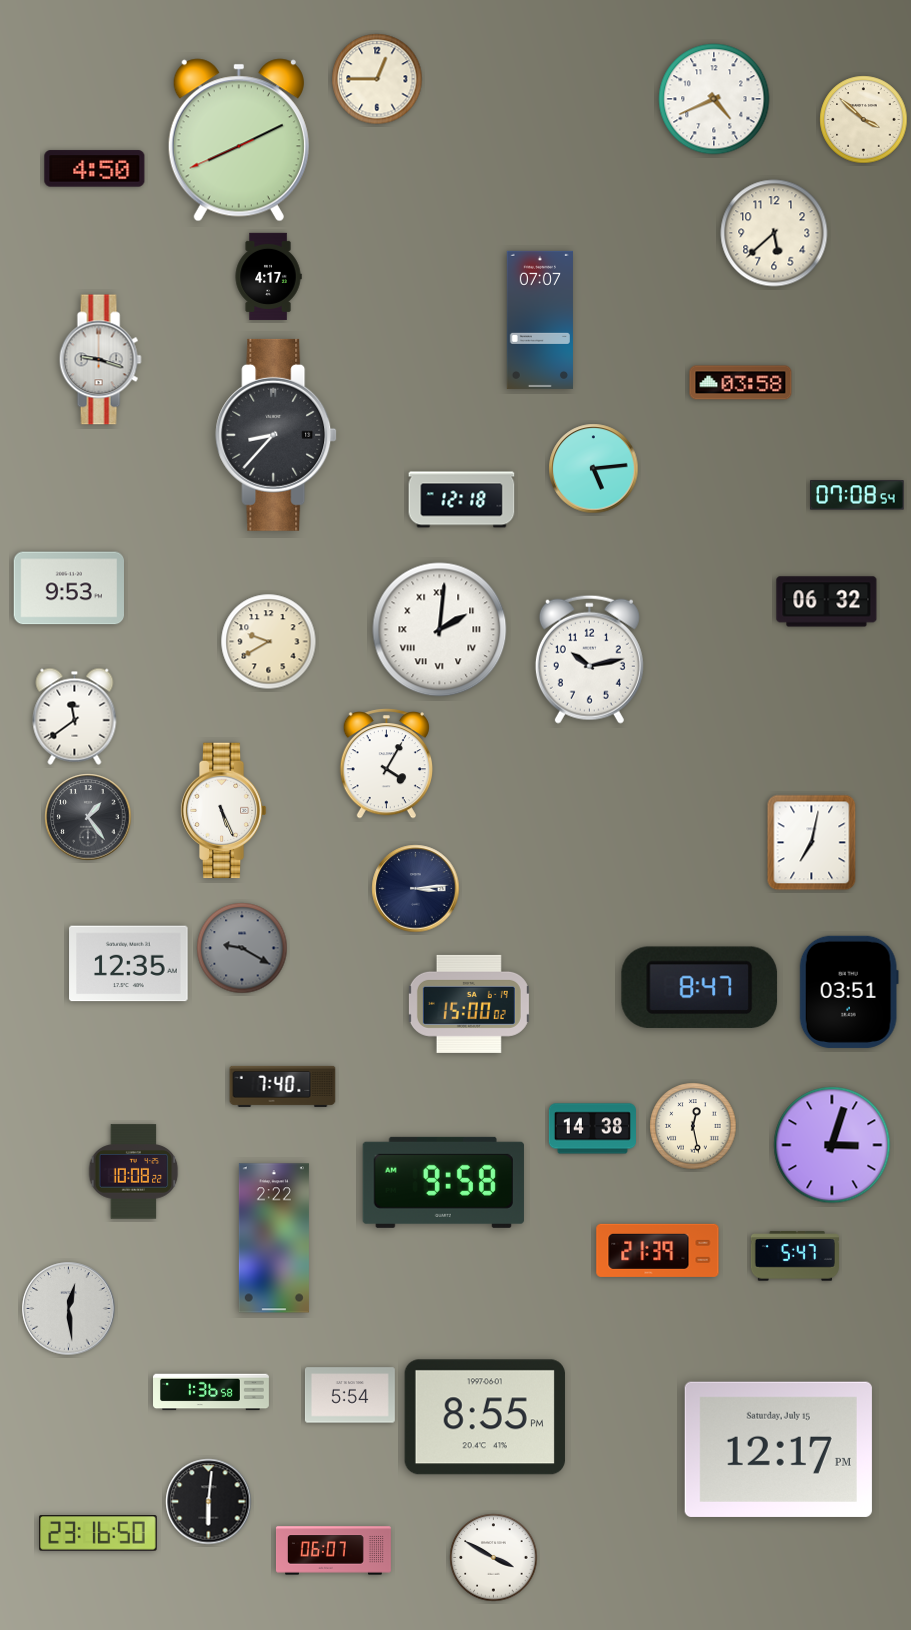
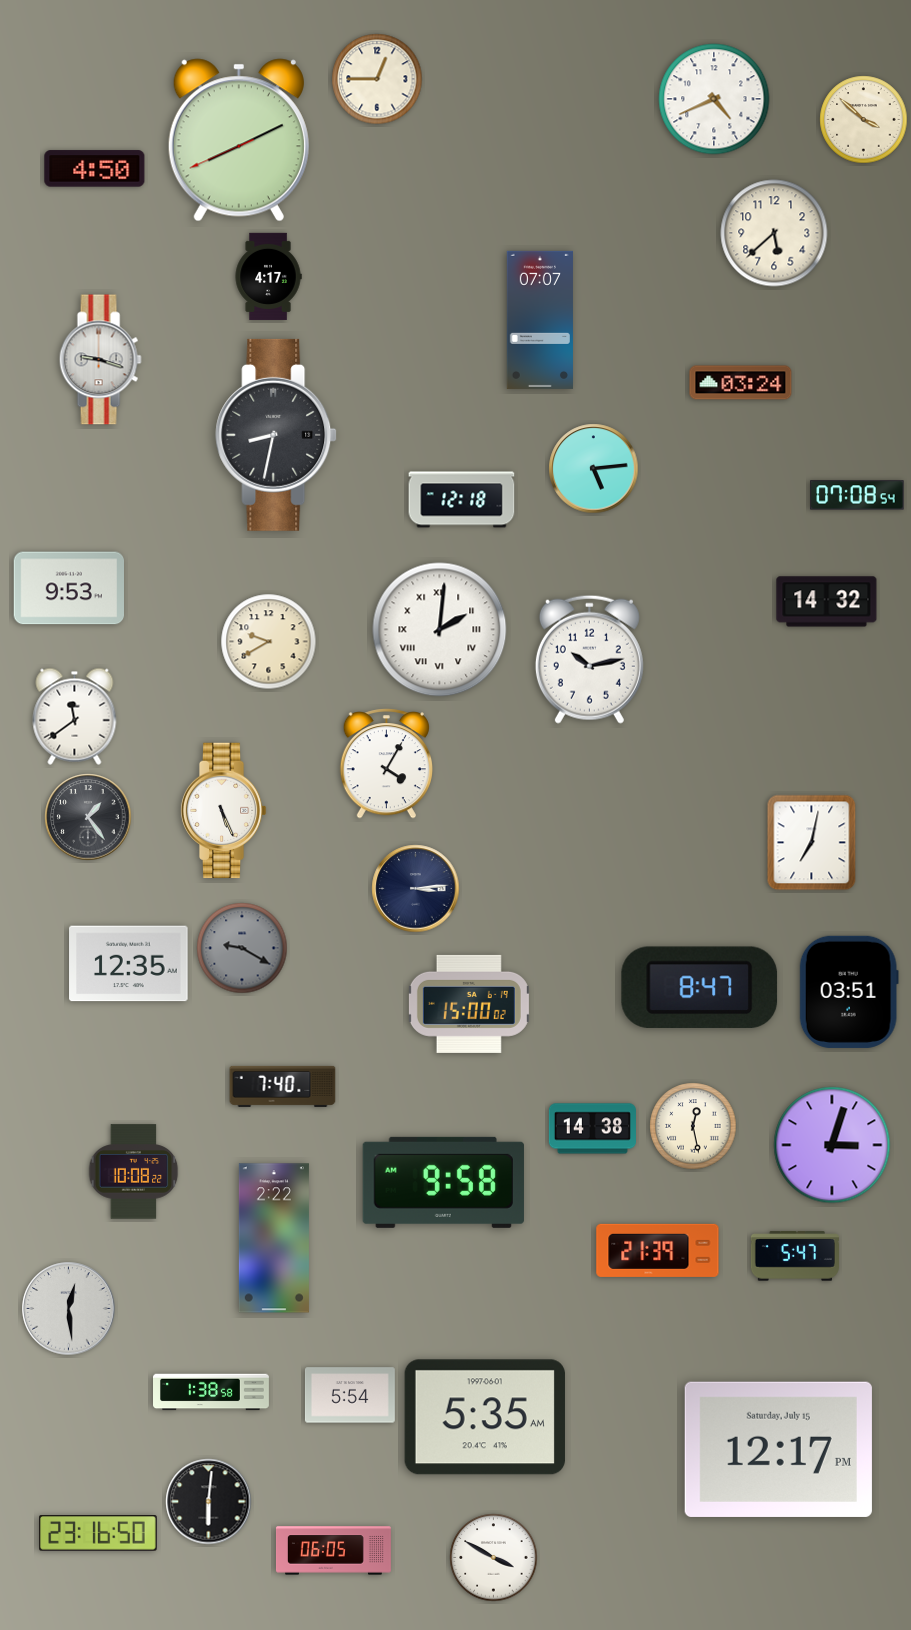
clock at (741, 383): 03:58 -> 03:24
clock at (276, 435): 8:37 -> 8:32
clock at (827, 602): 06:32 -> 14:32
clock at (212, 1392): 1:36 -> 1:38
clock at (485, 1417): 8:55 -> 5:35
clock at (333, 1551): 06:07 -> 06:05
